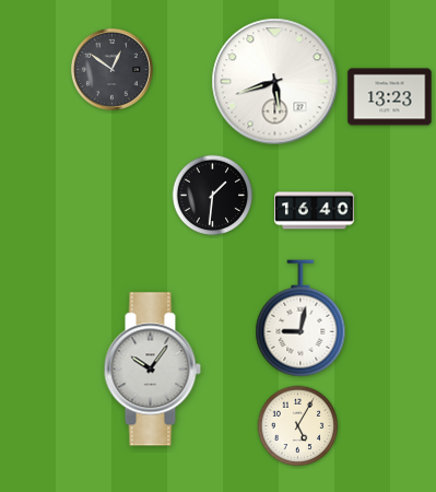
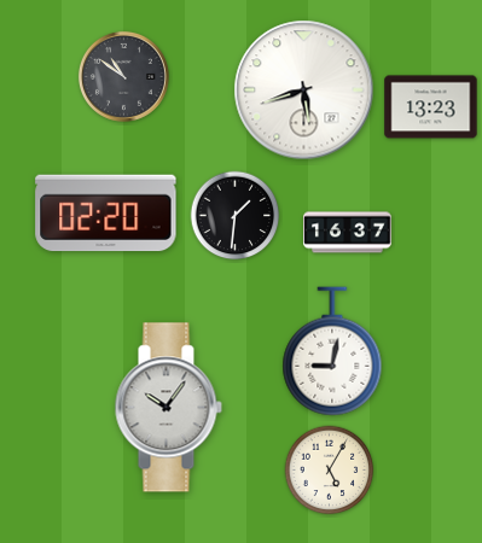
clock at (111, 69): 12:51 -> 10:51
clock at (106, 214): none -> 02:20
clock at (315, 211): 16:40 -> 16:37
